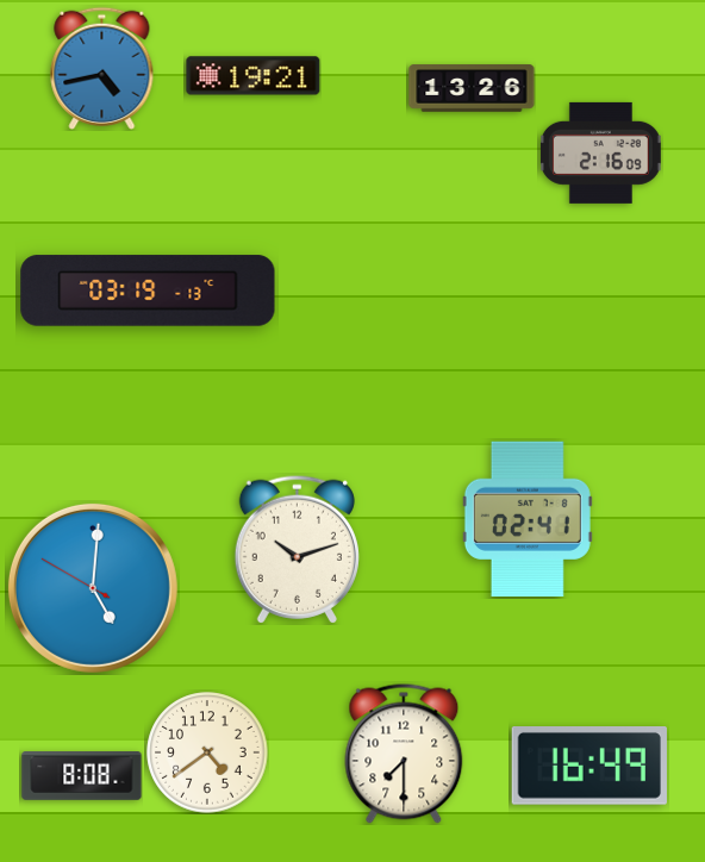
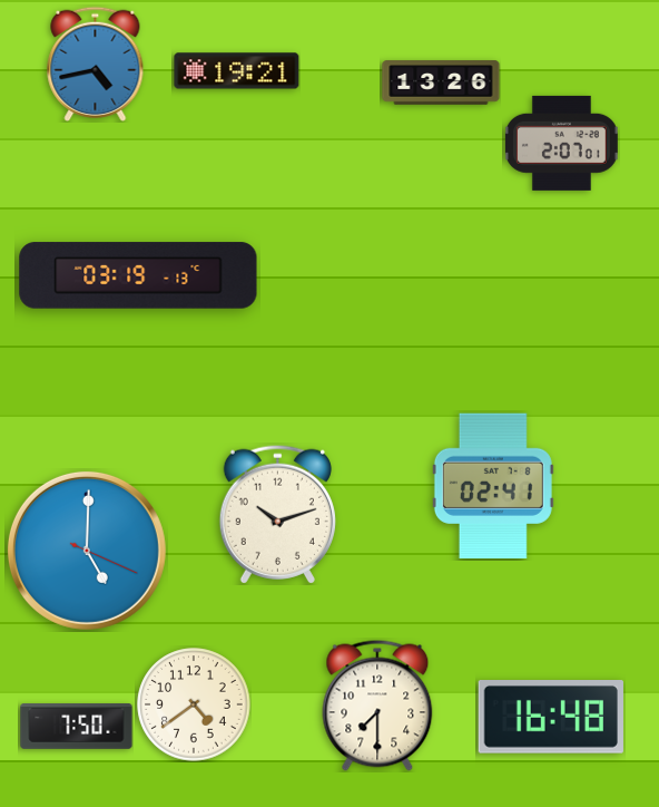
clock at (600, 152): 2:16 -> 2:07
clock at (148, 291) position: (148, 291) -> (138, 275)
clock at (93, 588): 5:00:50 -> 5:00:19
clock at (589, 767): 16:49 -> 16:48
clock at (82, 776): 8:08 -> 7:50
